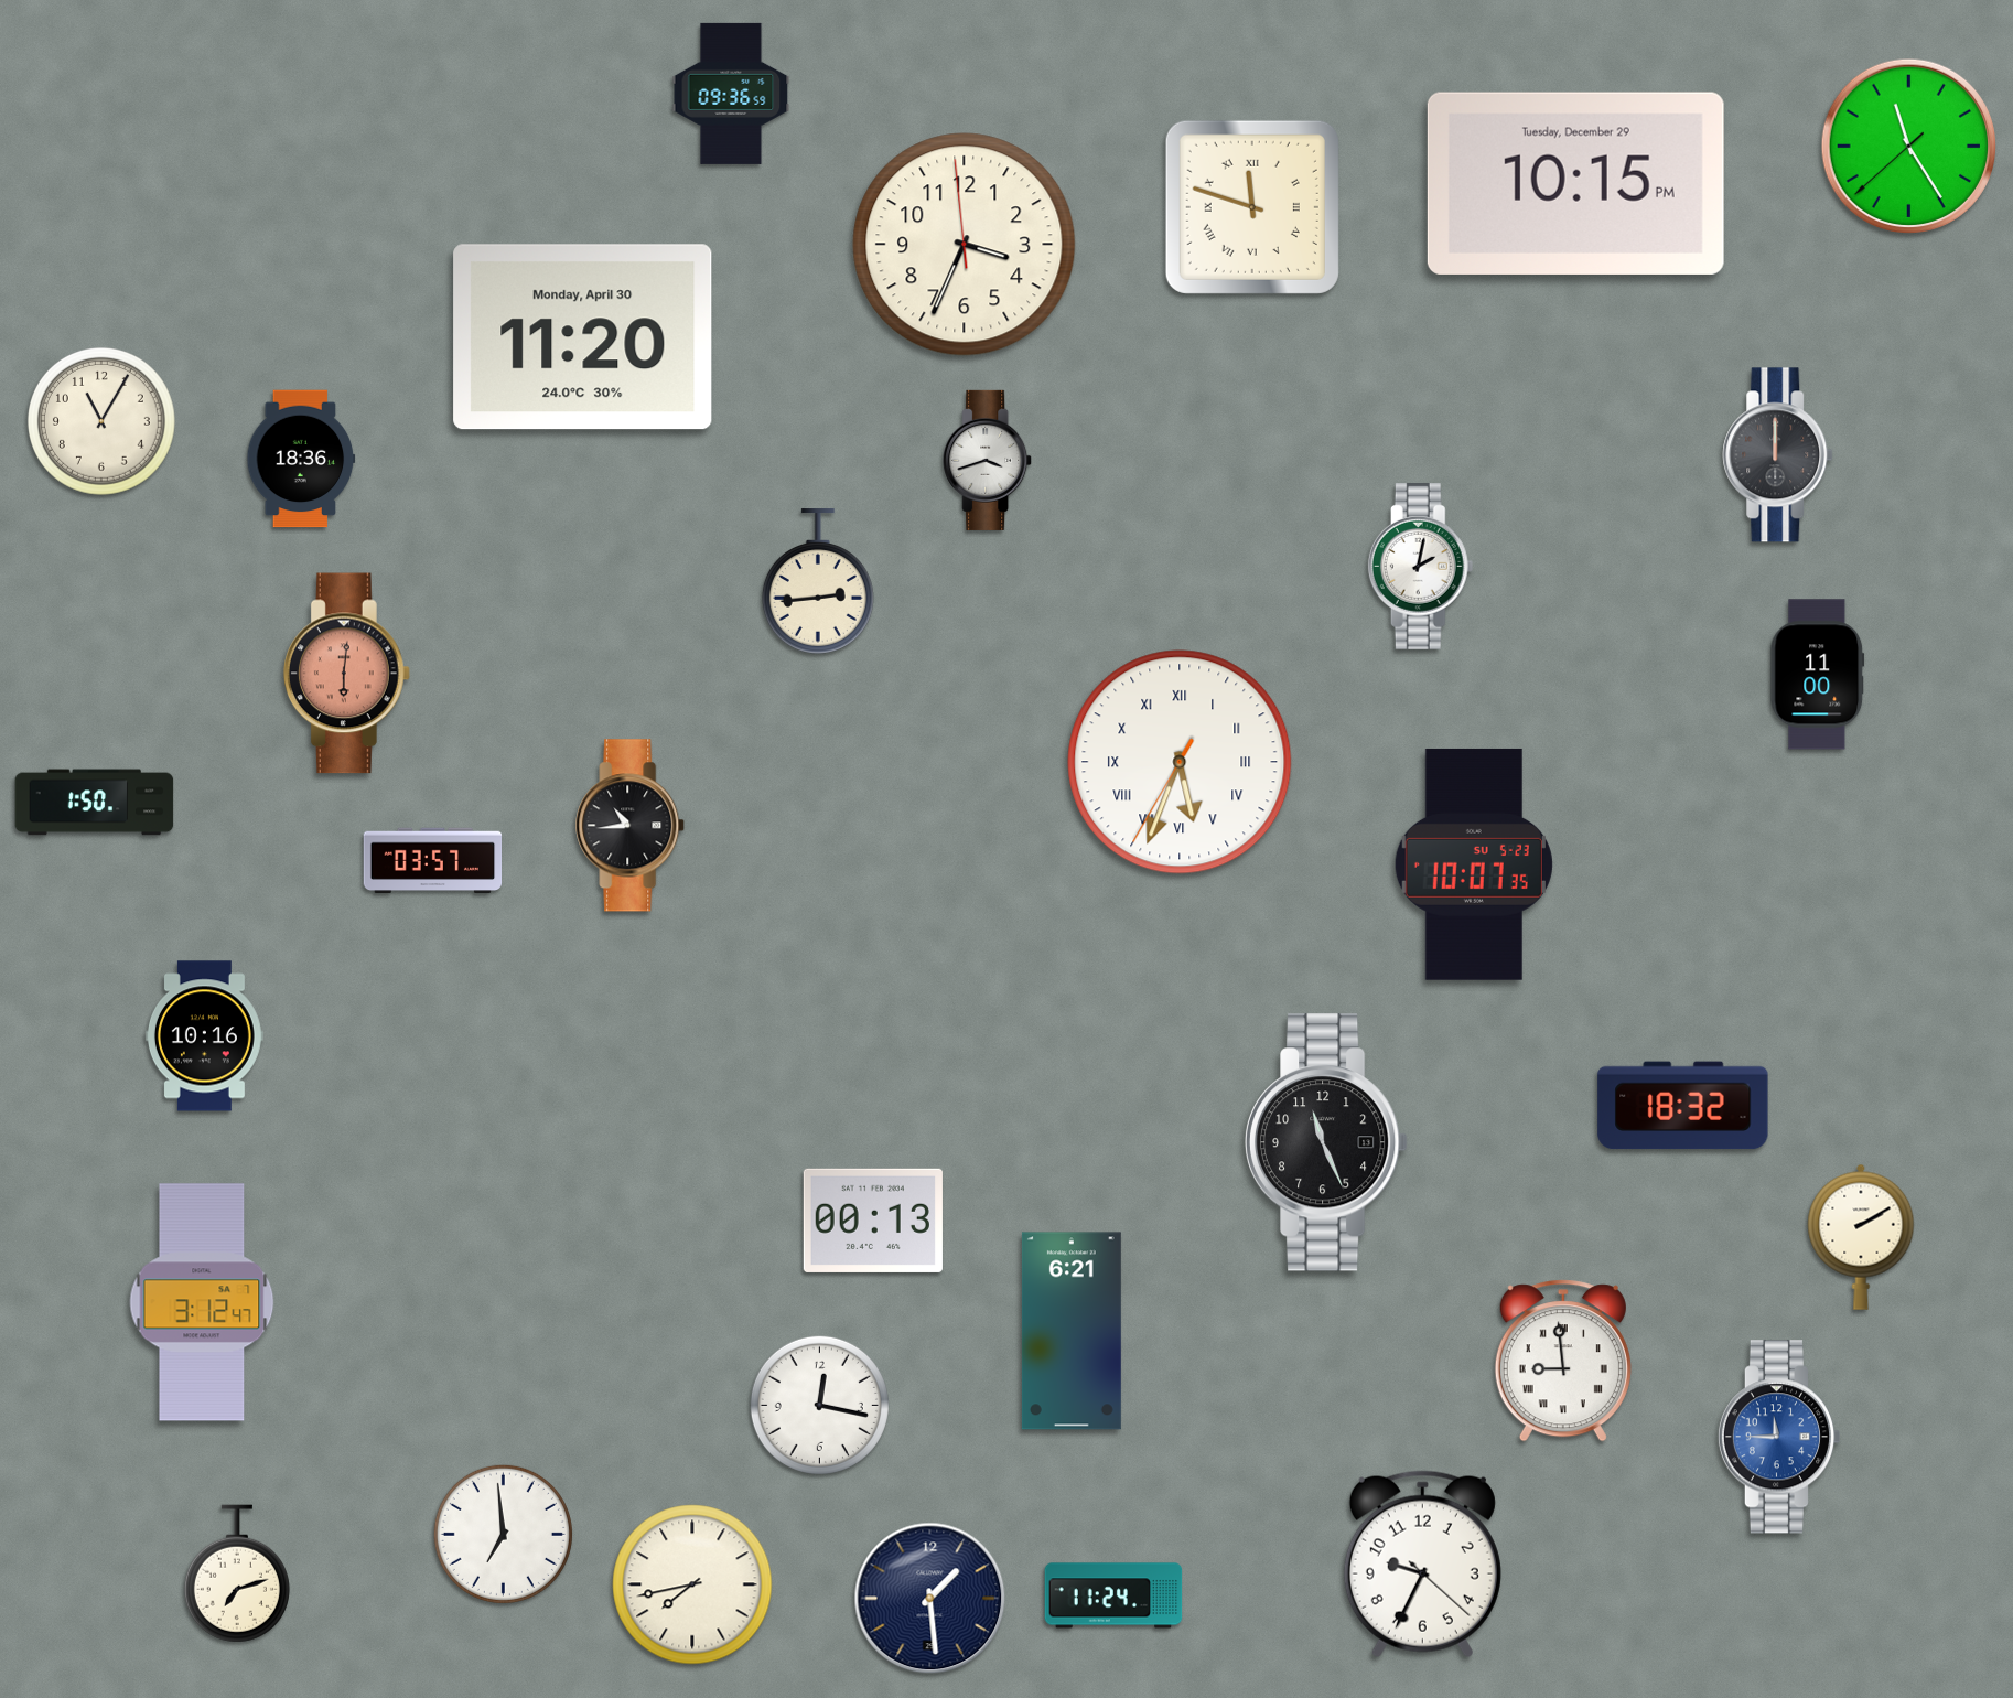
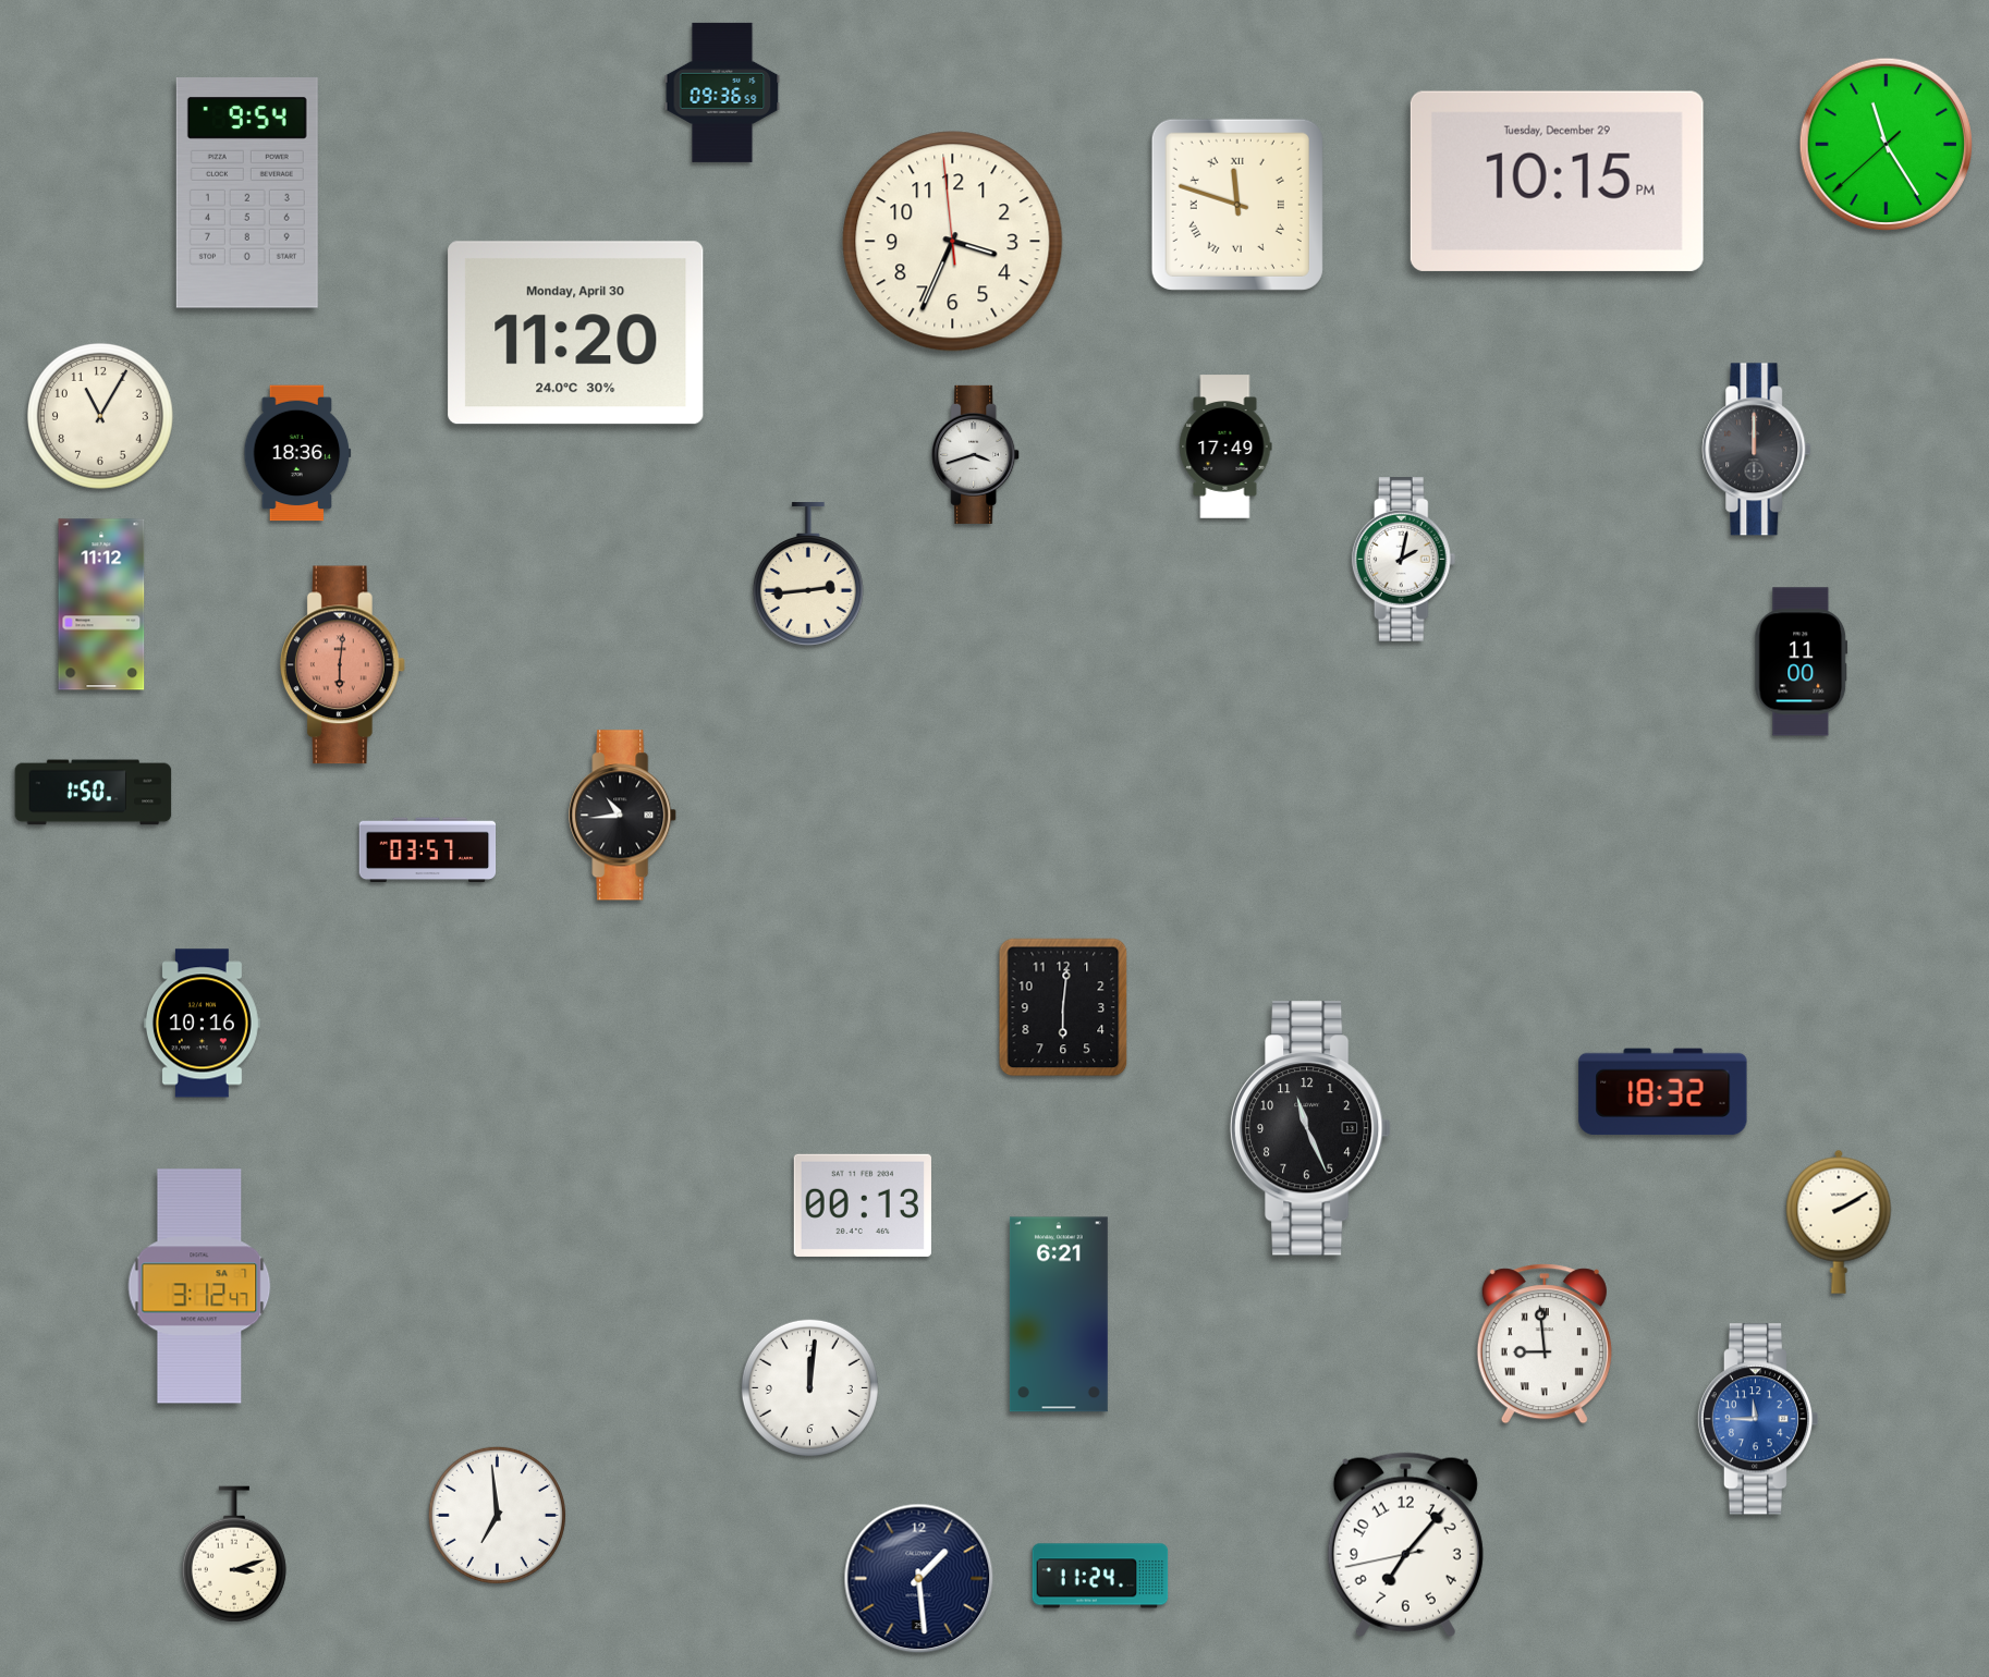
clock at (247, 194): none -> 9:54
clock at (1225, 446): none -> 17:49
clock at (101, 604): none -> 11:12
clock at (1818, 675) position: (1818, 675) -> (1802, 662)
clock at (1180, 762): 5:33 -> none
clock at (1474, 864): 10:07 -> none
clock at (1063, 1007): none -> 6:01
clock at (819, 1405): 12:17 -> 12:01
clock at (1422, 1565): 9:34 -> 7:06
clock at (237, 1573): 7:12 -> 3:12
clock at (692, 1584): 7:43 -> none
